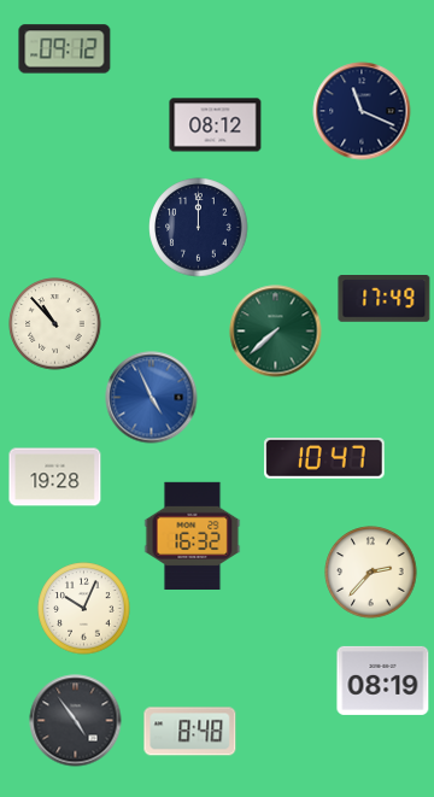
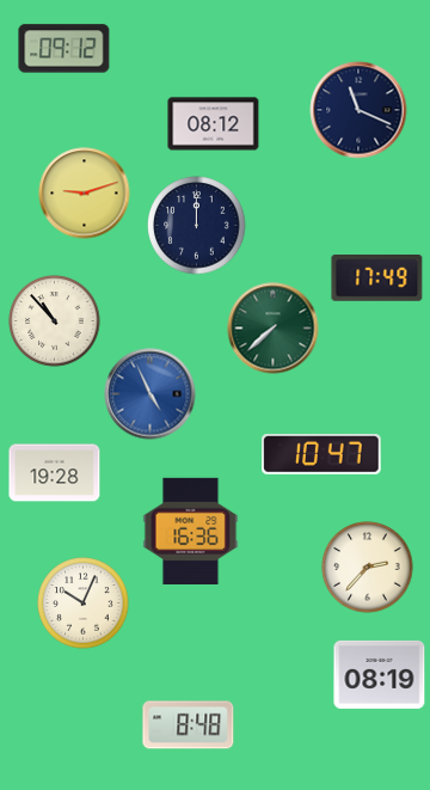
clock at (85, 194): none -> 9:12
clock at (385, 299) position: (385, 299) -> (377, 278)
clock at (193, 535): 16:32 -> 16:36
clock at (76, 721): 4:54 -> none
